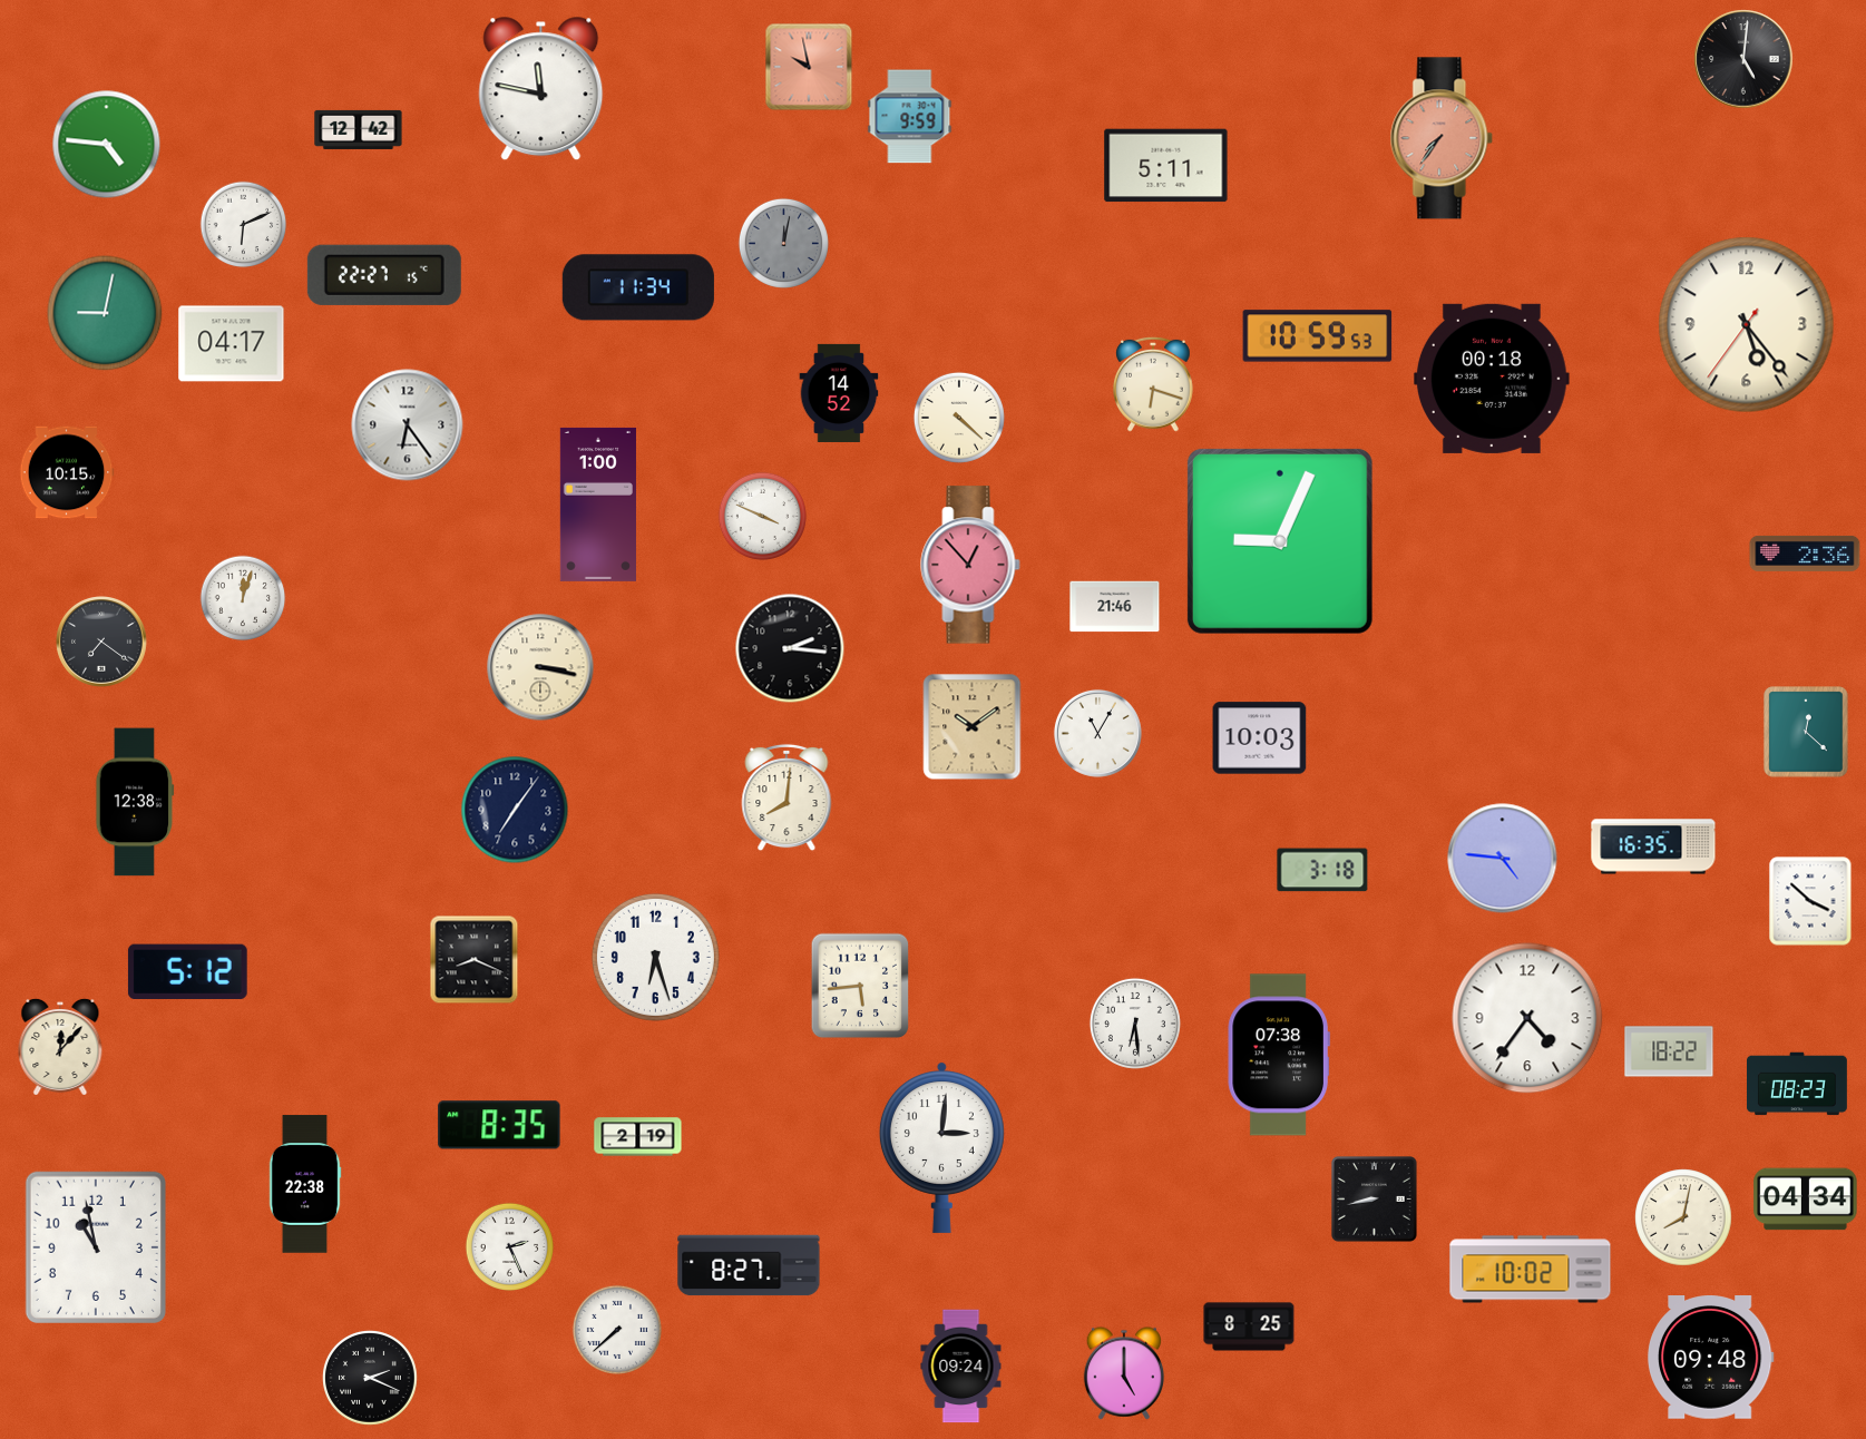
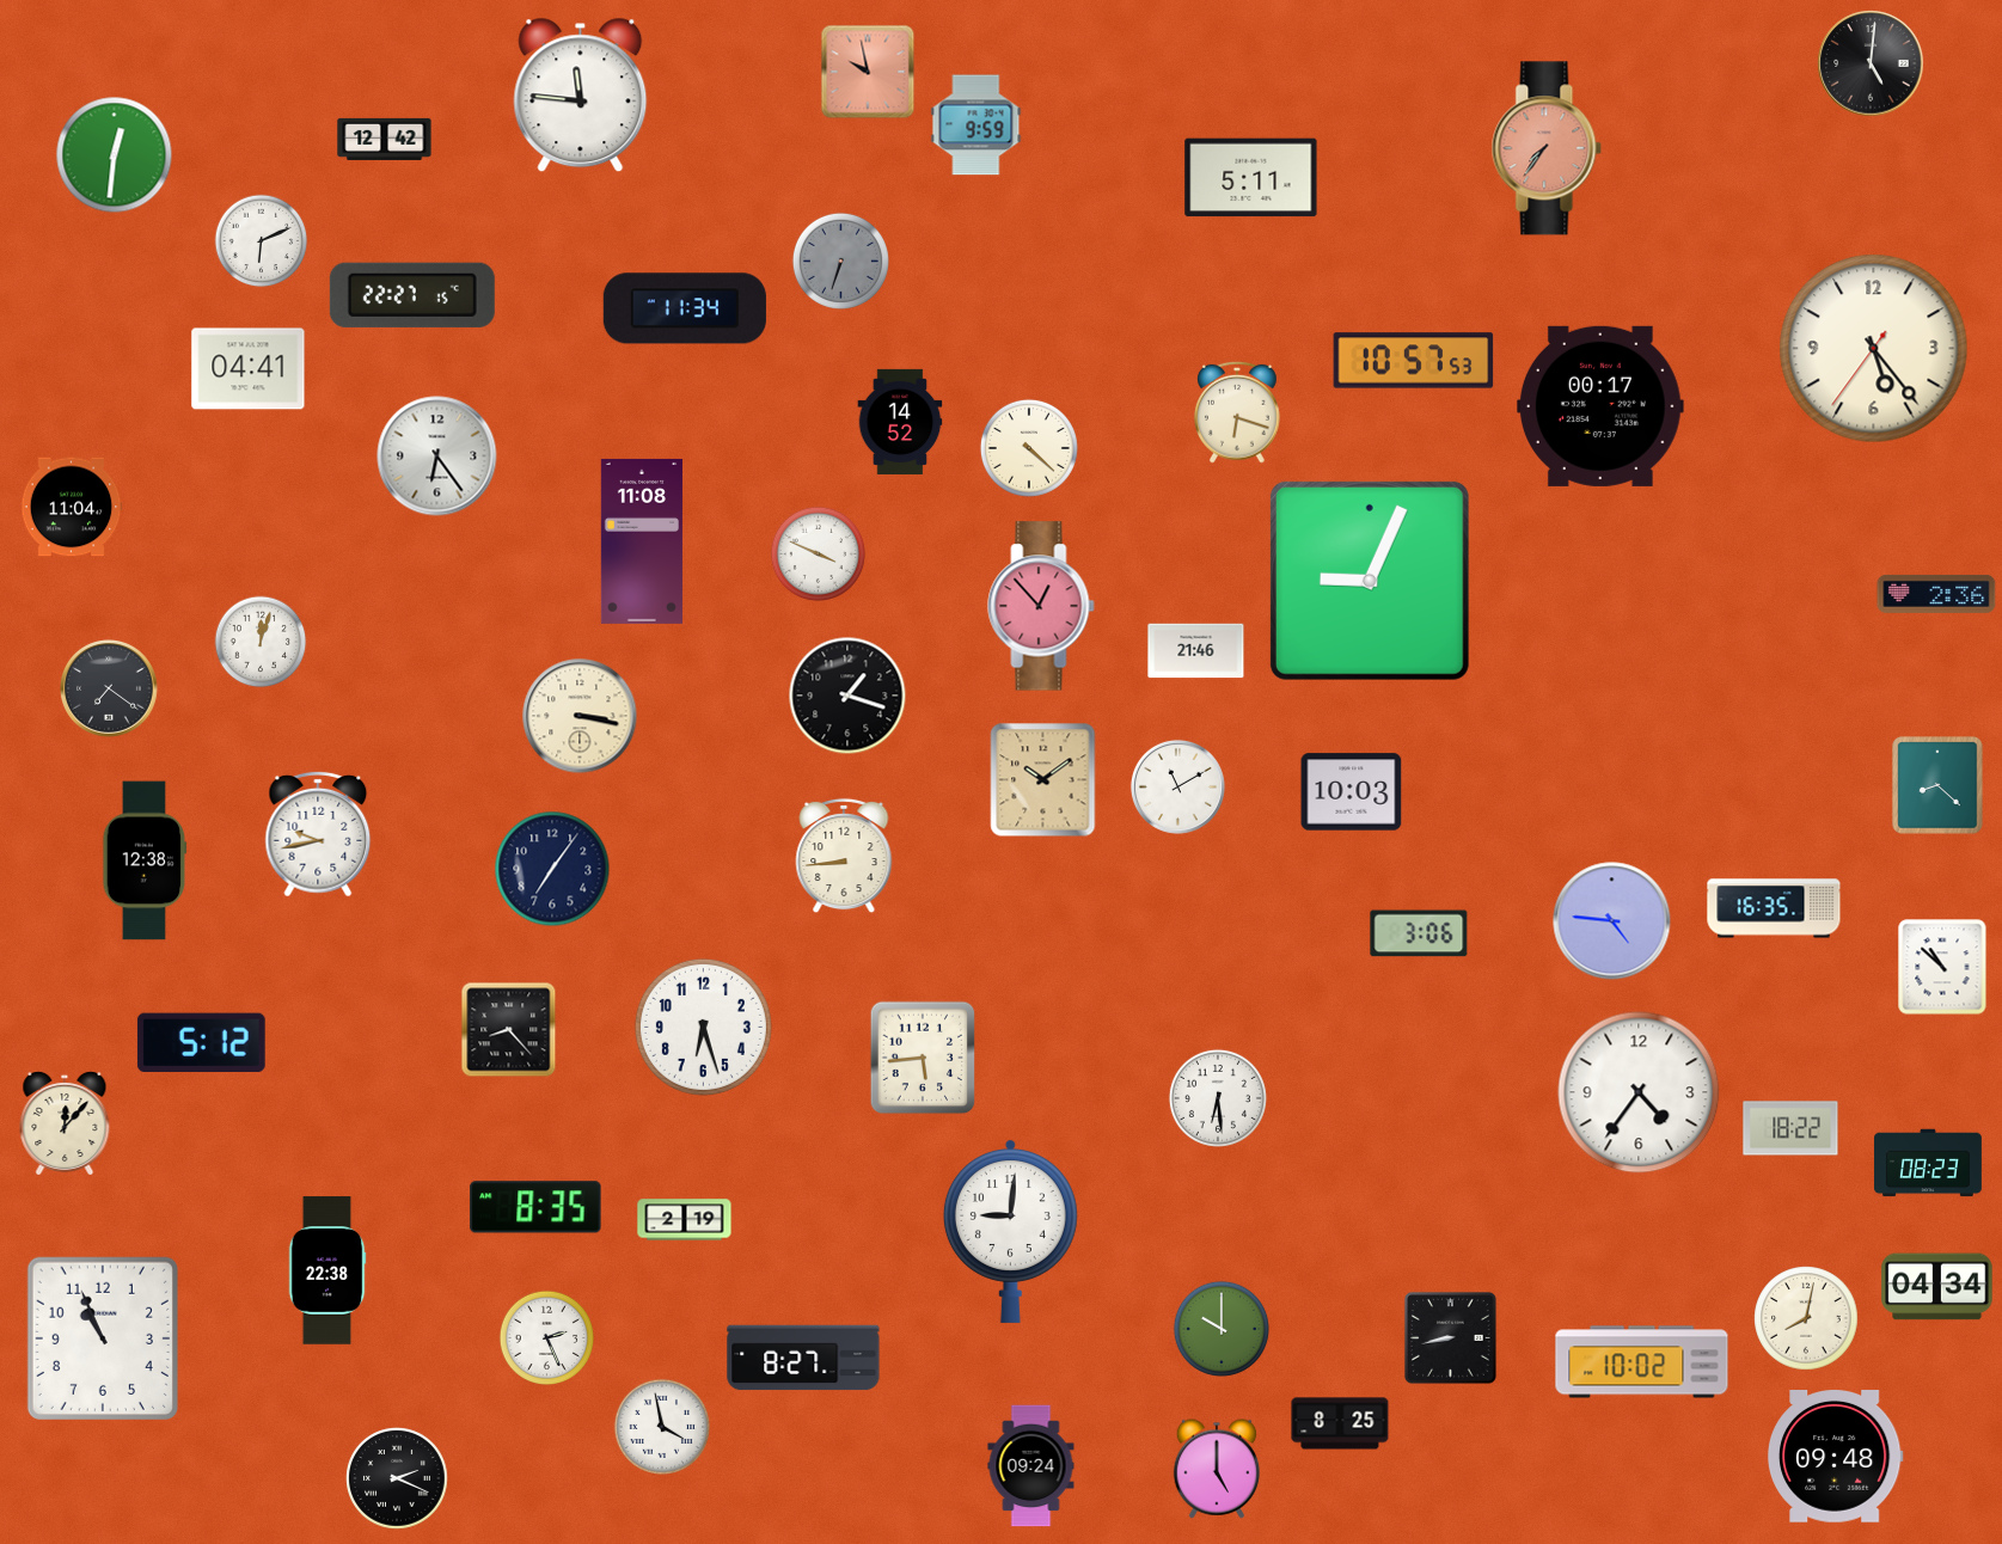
clock at (541, 89): 11:47 -> 11:46
clock at (107, 145): 4:46 -> 12:31
clock at (783, 243): 12:02 -> 6:33
clock at (105, 313): 9:02 -> none
clock at (1318, 336): 10:59 -> 10:57
clock at (232, 344): 04:17 -> 04:41
clock at (1493, 379): 00:18 -> 00:17
clock at (67, 472): 10:15 -> 11:04
clock at (598, 505): 1:00 -> 11:08
clock at (1280, 541) position: (1280, 541) -> (1370, 581)
clock at (790, 648): 2:16 -> 1:18
clock at (1806, 732): 12:22 -> 8:22
clock at (1097, 733): 11:05 -> 11:10
clock at (318, 834): none -> 9:43
clock at (787, 797): 8:01 -> 8:44
clock at (1322, 870): 3:18 -> 3:06
clock at (1810, 901): 3:52 -> 10:52
clock at (475, 960): 8:19 -> 8:23
clock at (1279, 1055): 07:38 -> none
clock at (941, 1147): 3:01 -> 9:01
clock at (1375, 1200) position: (1375, 1200) -> (1451, 1338)
clock at (1683, 1217) position: (1683, 1217) -> (1806, 1318)
clock at (1222, 1329): none -> 10:00
clock at (96, 1247): 10:58 -> 10:56
clock at (617, 1330): 7:38 -> 3:58
clock at (1123, 1373) position: (1123, 1373) -> (1216, 1469)
